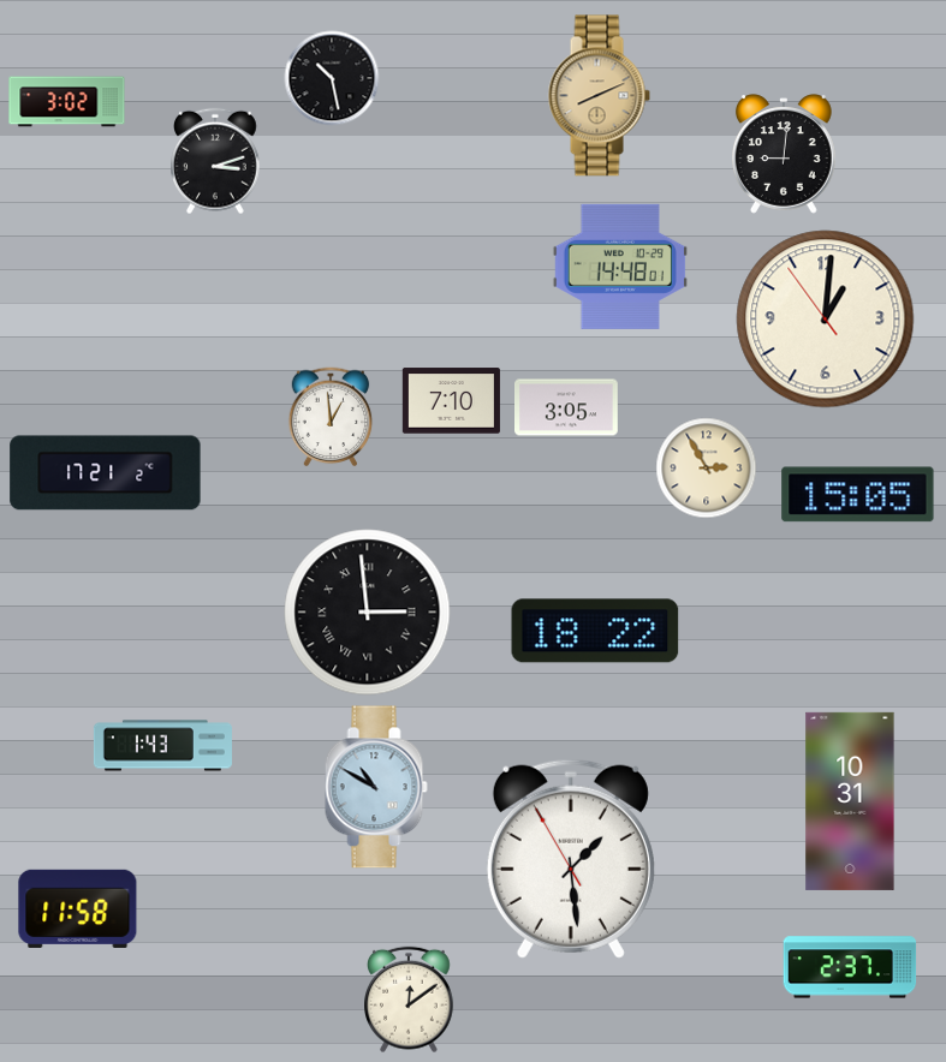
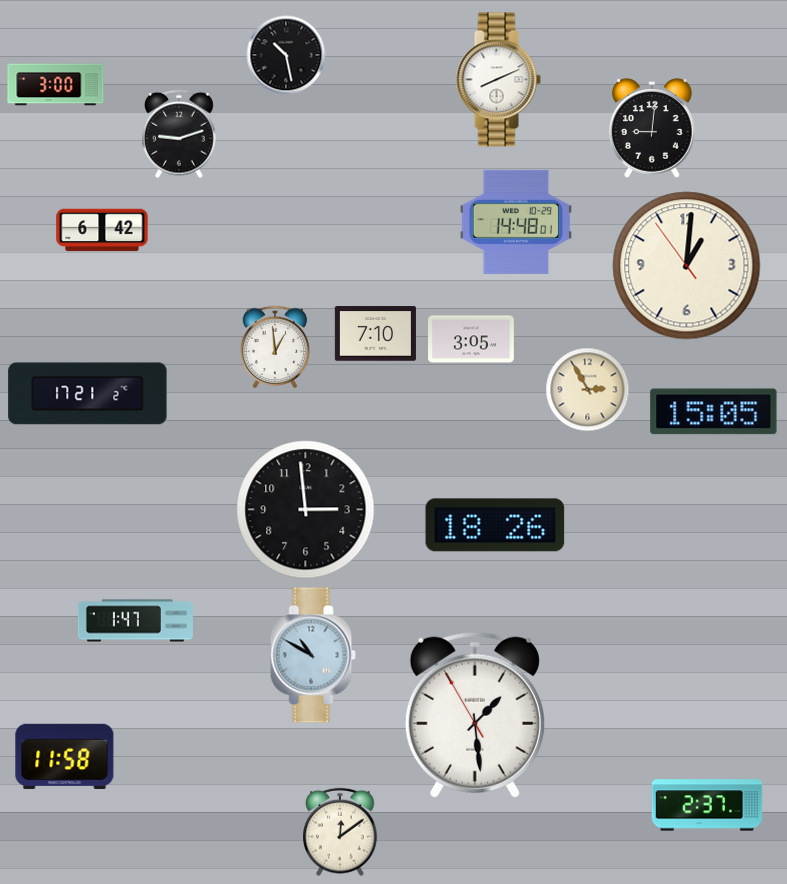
clock at (332, 78) position: (332, 78) -> (286, 55)
clock at (599, 96) dial: champagne -> white
clock at (67, 102): 3:02 -> 3:00
clock at (216, 161): 3:12 -> 9:12
clock at (102, 230): none -> 6:42
clock at (368, 613) numerals: Roman -> Arabic
clock at (595, 631): 18:22 -> 18:26
clock at (162, 746): 1:43 -> 1:47
clock at (850, 801): 10:31 -> none
